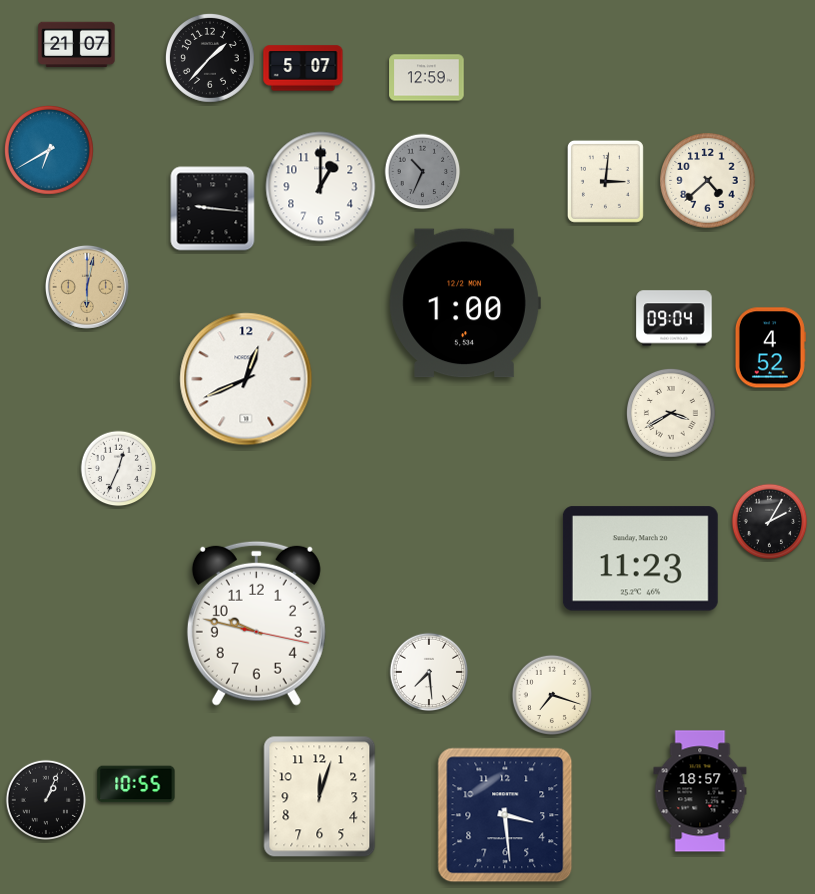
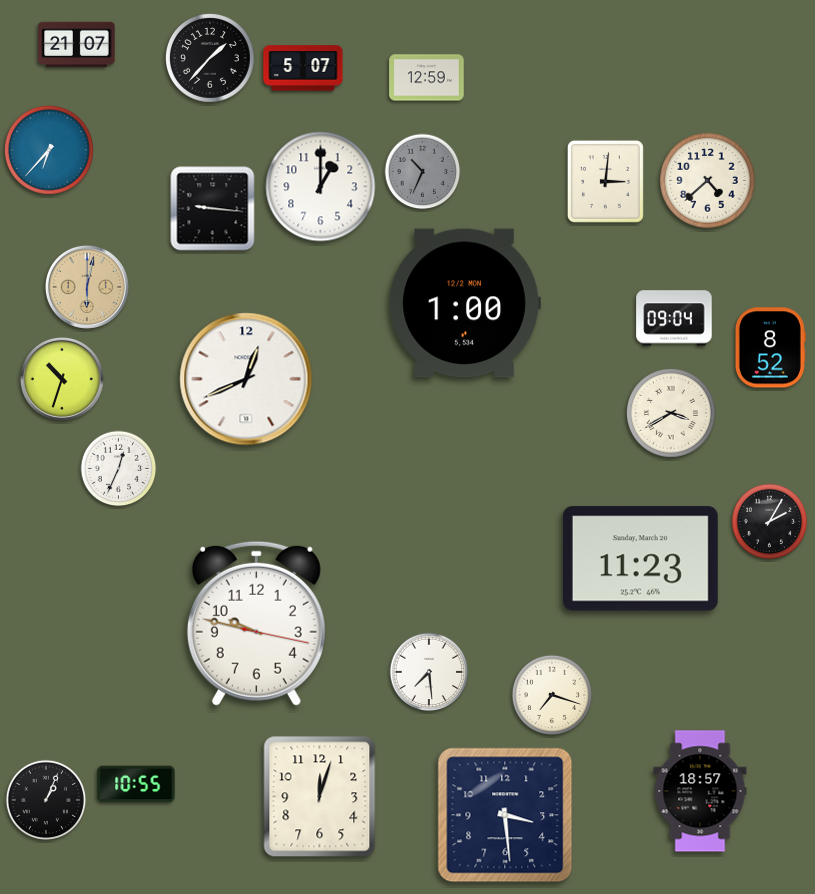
clock at (49, 150): 6:40 -> 6:37
clock at (770, 348): 4:52 -> 8:52
clock at (62, 379): none -> 10:33
